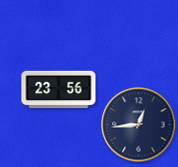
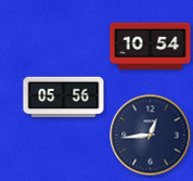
clock at (151, 47): none -> 10:54
clock at (59, 90): 23:56 -> 05:56
